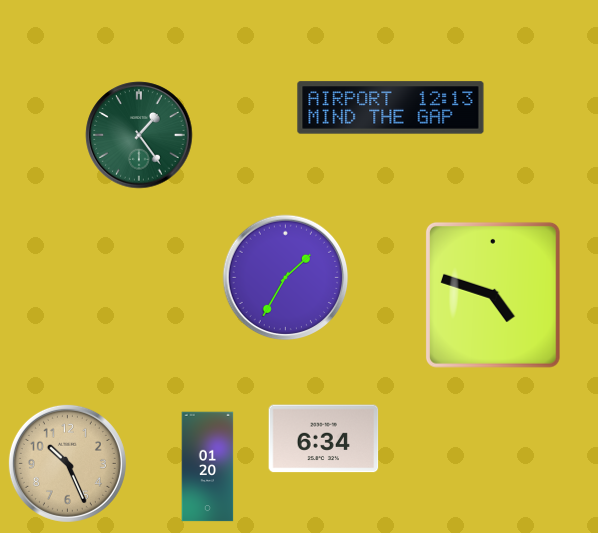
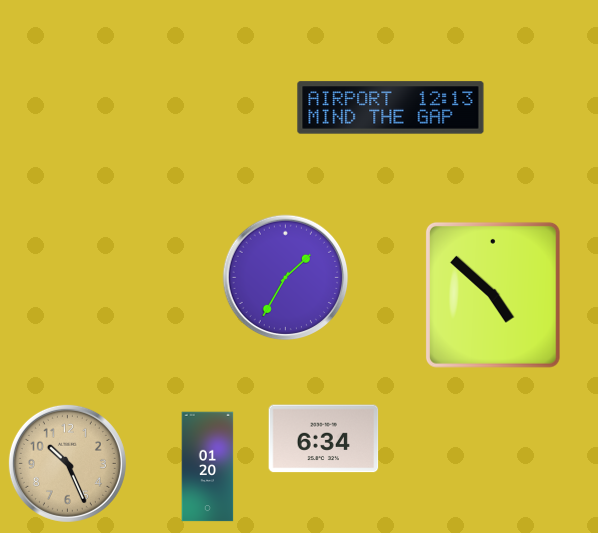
clock at (139, 135): 1:24 -> none
clock at (493, 295): 4:48 -> 4:52
